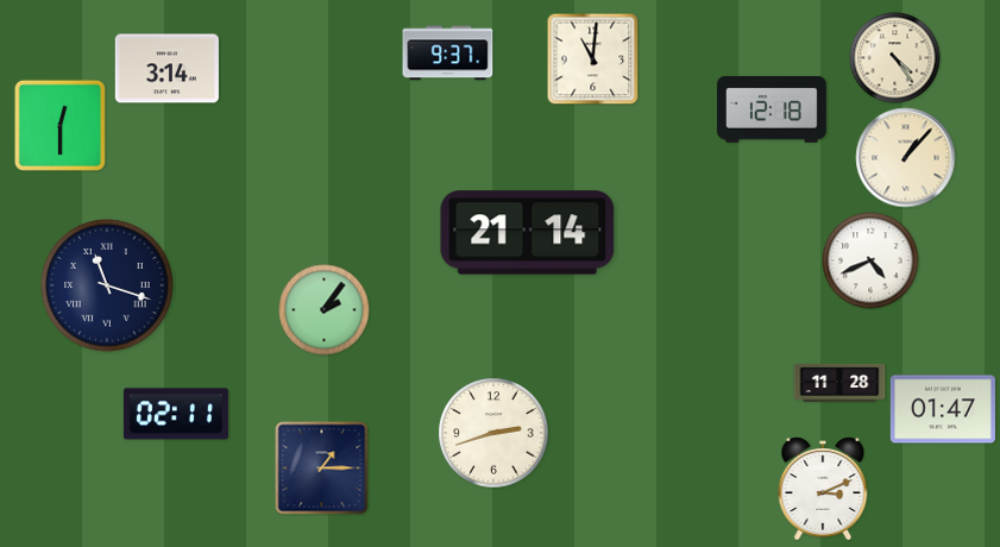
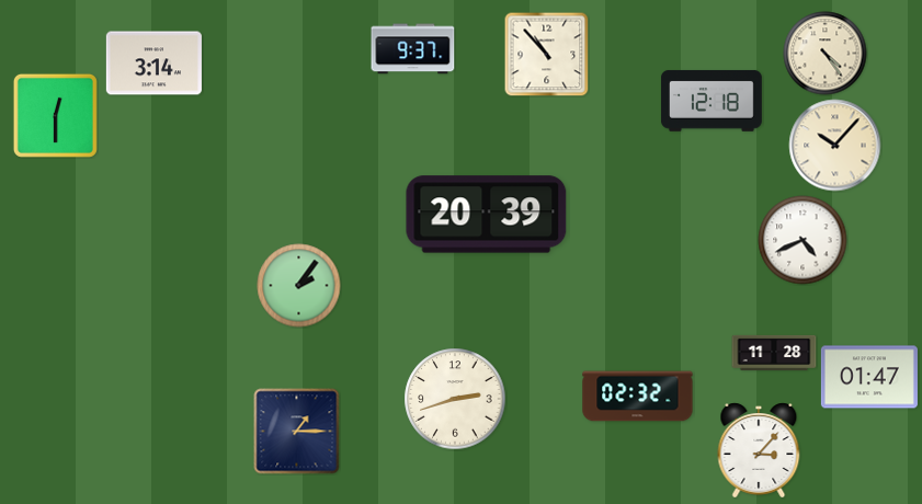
clock at (592, 58): 11:01 -> 10:53
clock at (906, 158): 1:07 -> 10:07
clock at (528, 233): 21:14 -> 20:39
clock at (107, 285): 11:18 -> none
clock at (176, 414): 02:11 -> none
clock at (638, 397): none -> 02:32
clock at (823, 489): 3:11 -> 3:07
